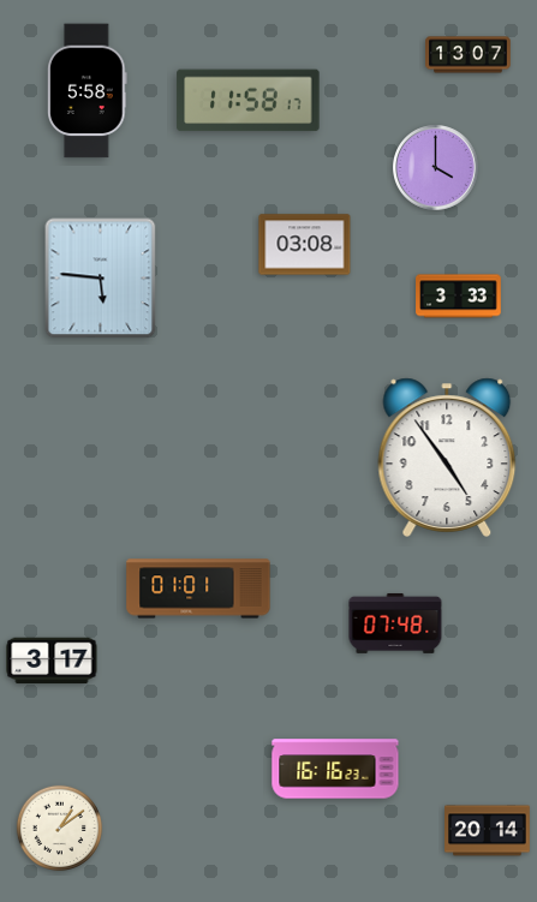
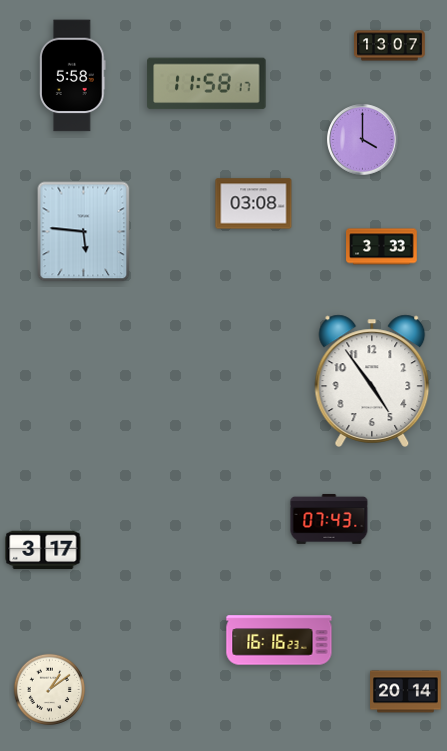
clock at (198, 589): 01:01 -> none
clock at (395, 623): 07:48 -> 07:43
